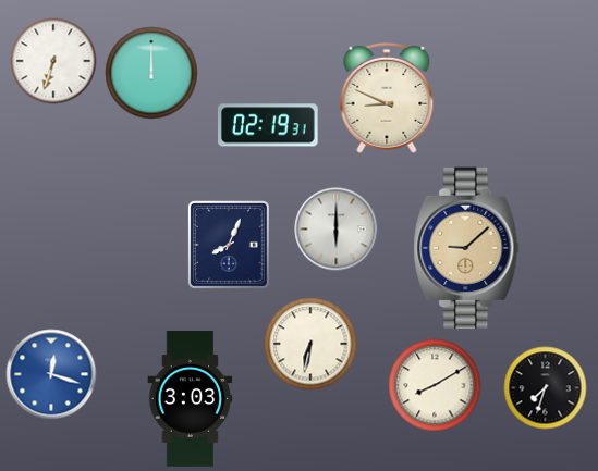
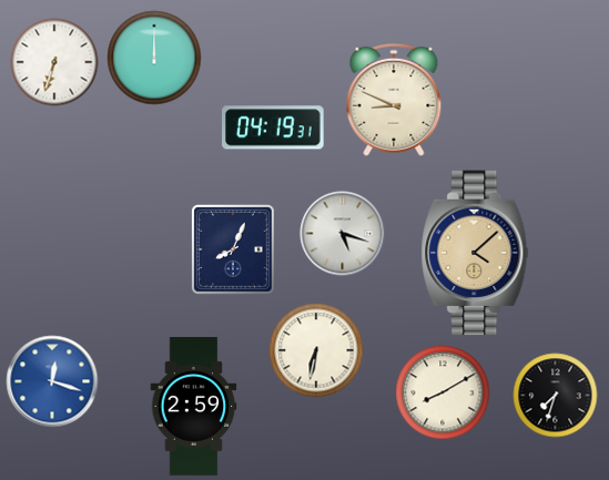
clock at (151, 73) position: (151, 73) -> (154, 58)
clock at (269, 125): 02:19 -> 04:19
clock at (337, 230): 6:00 -> 5:18
clock at (466, 248): 9:08 -> 4:08
clock at (191, 399): 3:03 -> 2:59
